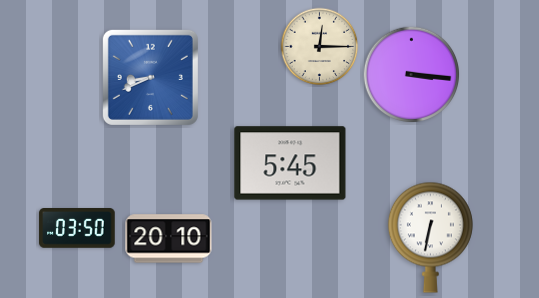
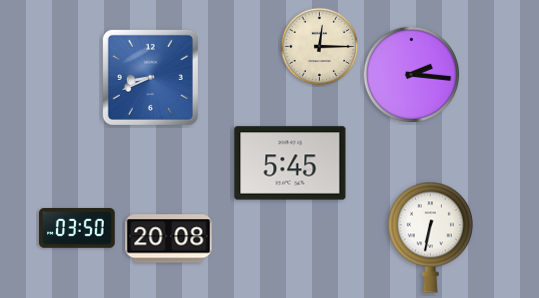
clock at (412, 75): 3:16 -> 2:16
clock at (169, 239): 20:10 -> 20:08
